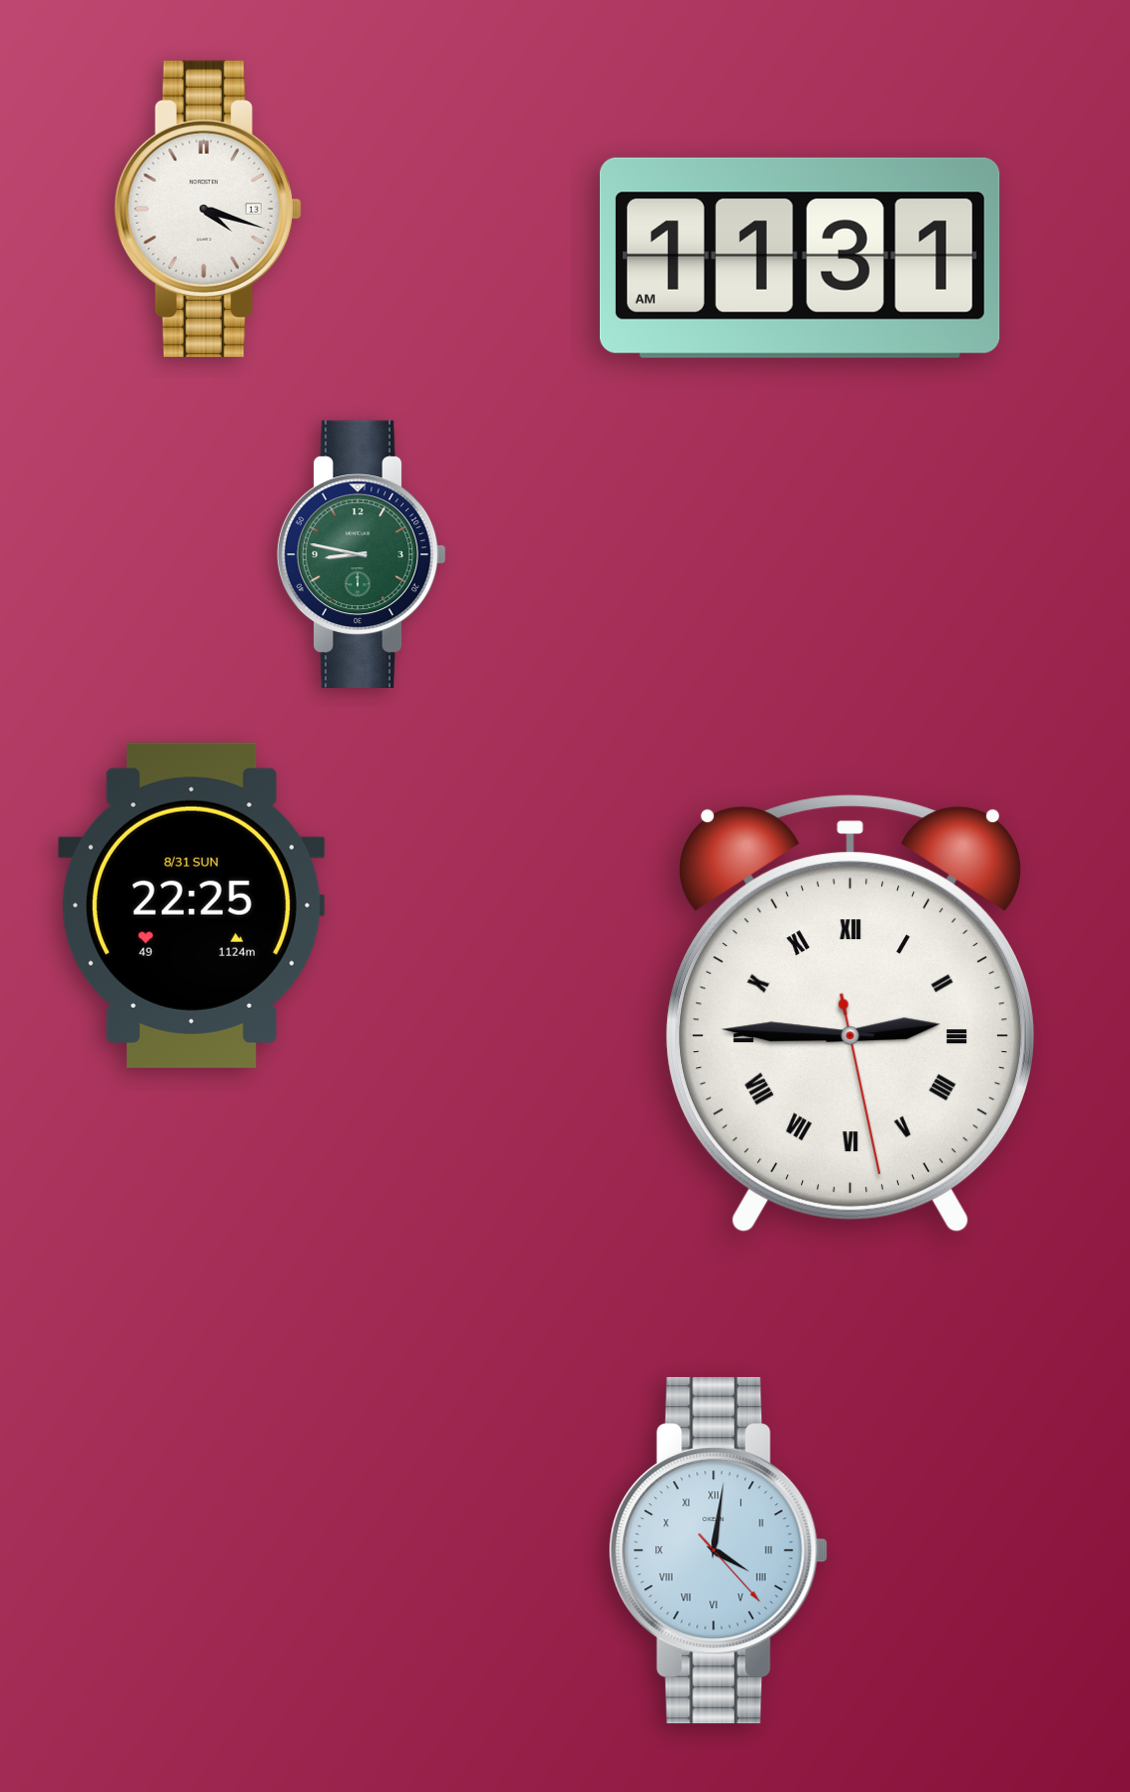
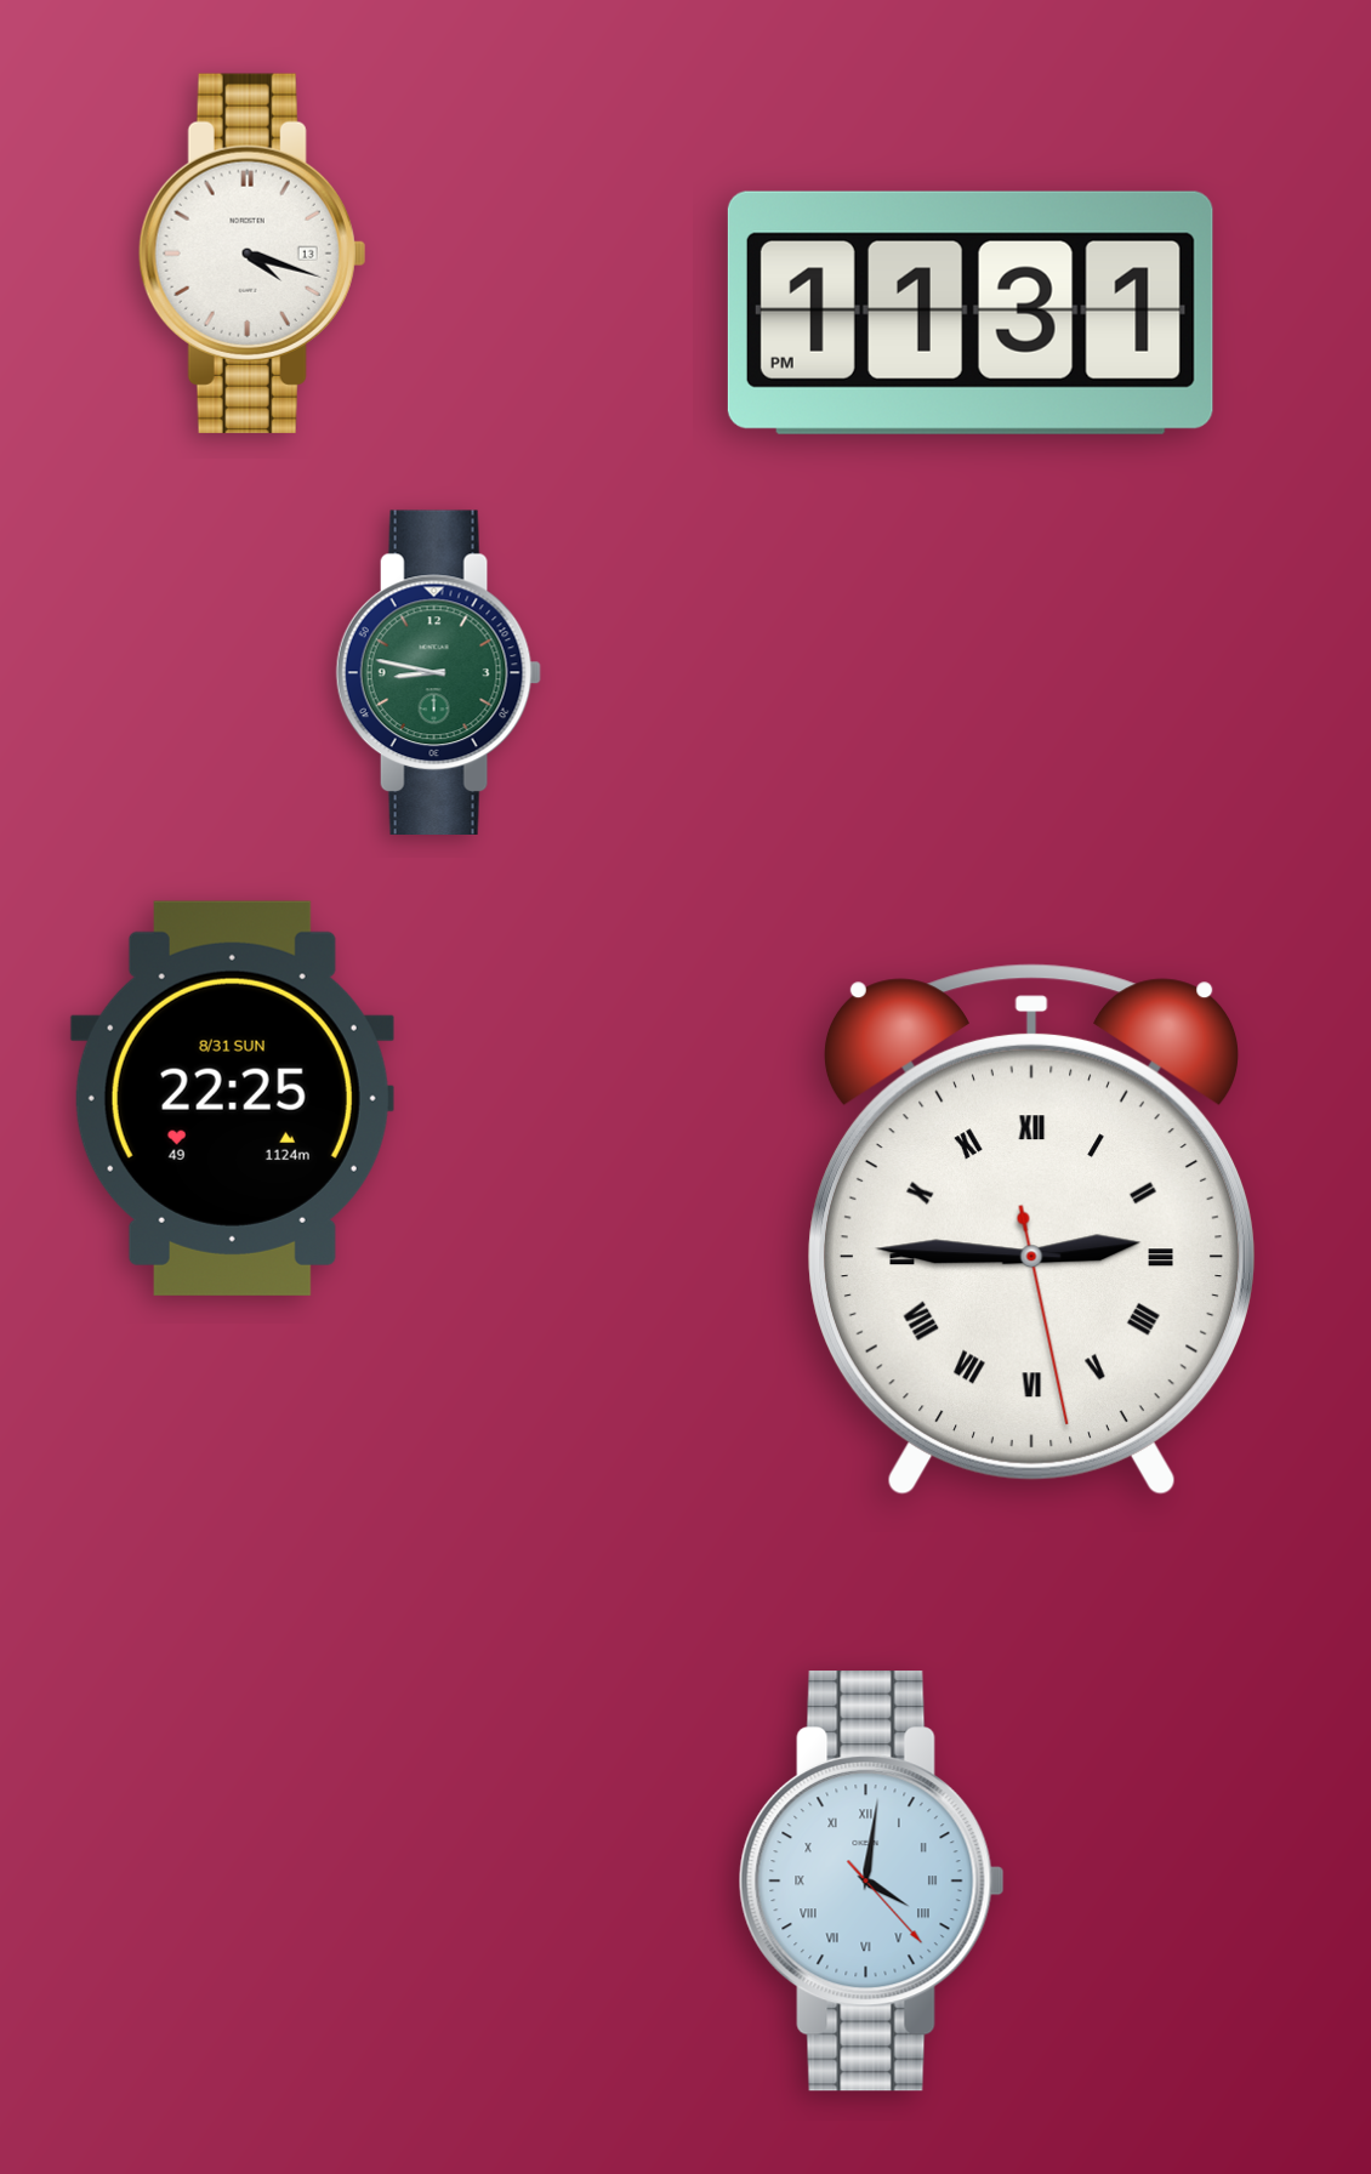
clock at (800, 258): 11:31 AM -> 11:31 PM
